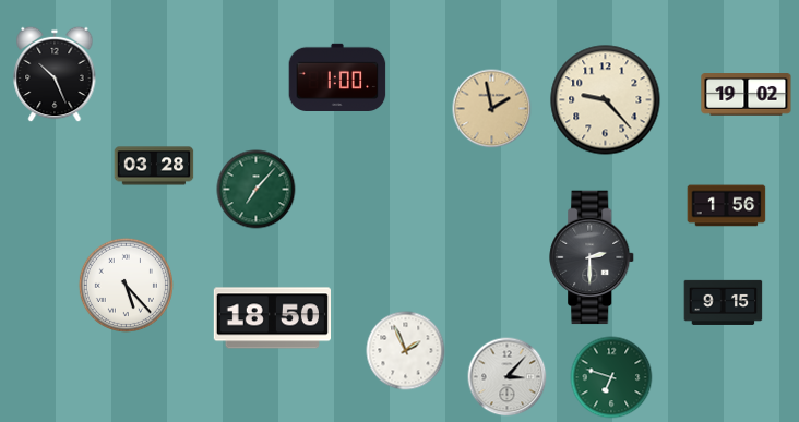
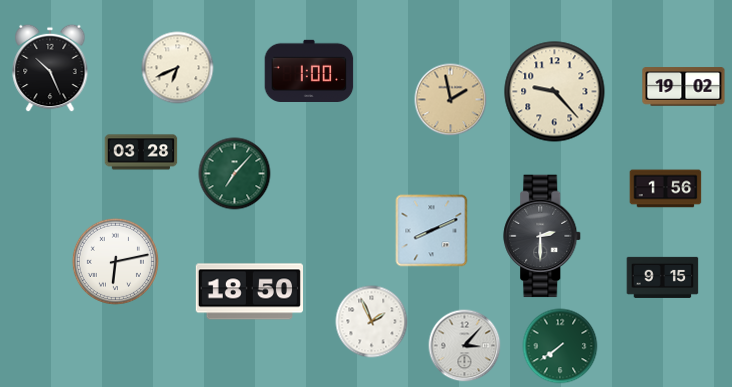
clock at (178, 68): none -> 6:41
clock at (432, 231): none -> 8:11
clock at (126, 285): 5:23 -> 6:13
clock at (611, 377): 6:48 -> 7:39
